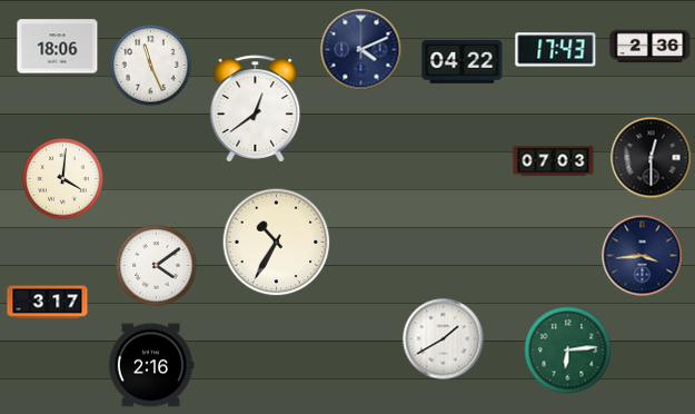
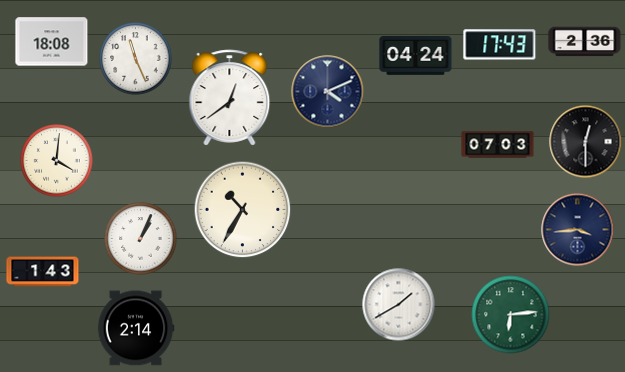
clock at (58, 47): 18:06 -> 18:08
clock at (361, 50) position: (361, 50) -> (328, 92)
clock at (463, 62): 04:22 -> 04:24
clock at (277, 243) position: (277, 243) -> (243, 210)
clock at (157, 266): 4:09 -> 1:04
clock at (48, 303): 3:17 -> 1:43
clock at (151, 365): 2:16 -> 2:14
